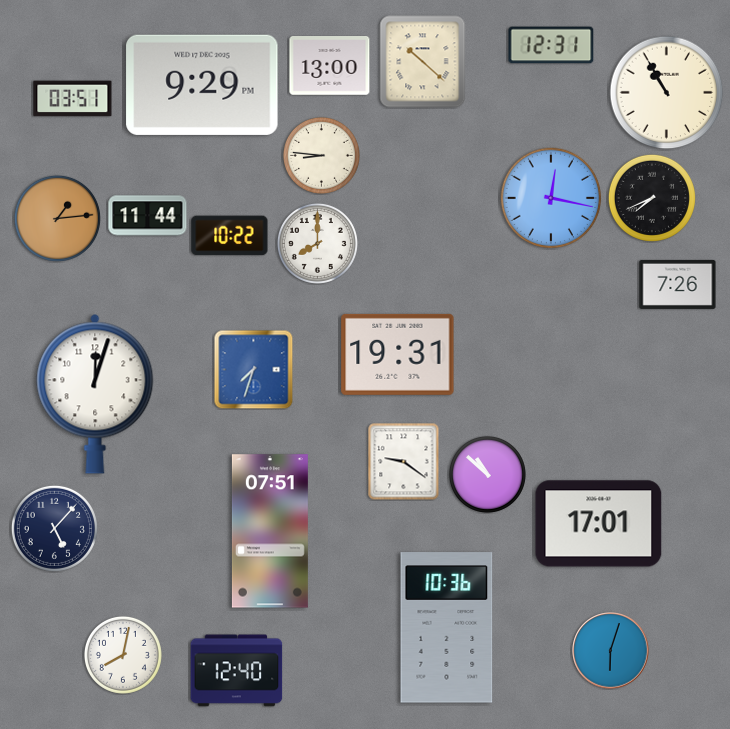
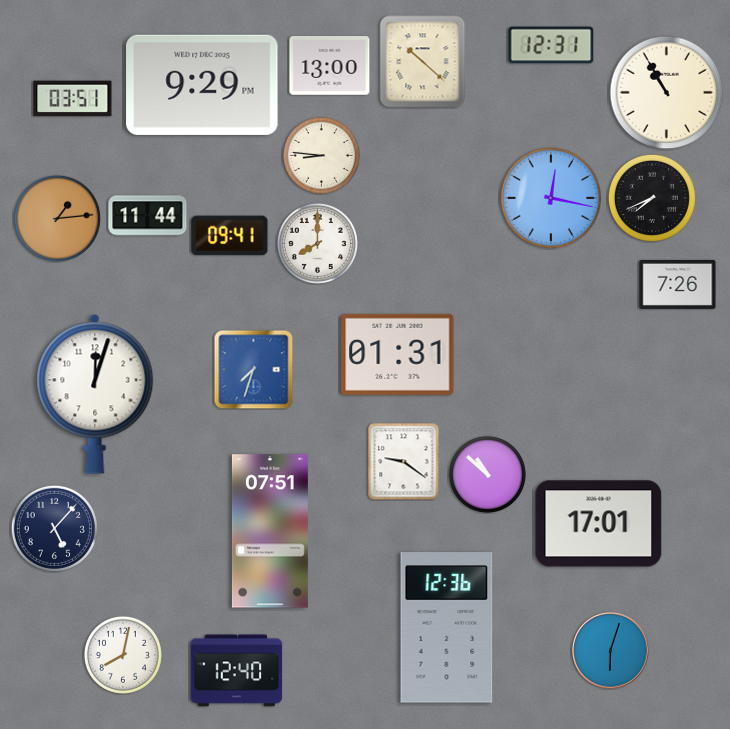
clock at (230, 236): 10:22 -> 09:41
clock at (398, 354): 19:31 -> 01:31
clock at (447, 628): 10:36 -> 12:36
